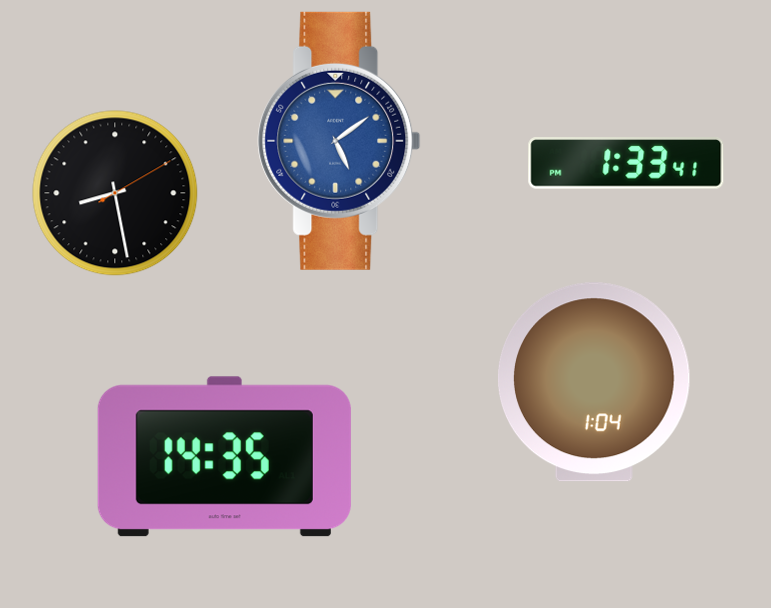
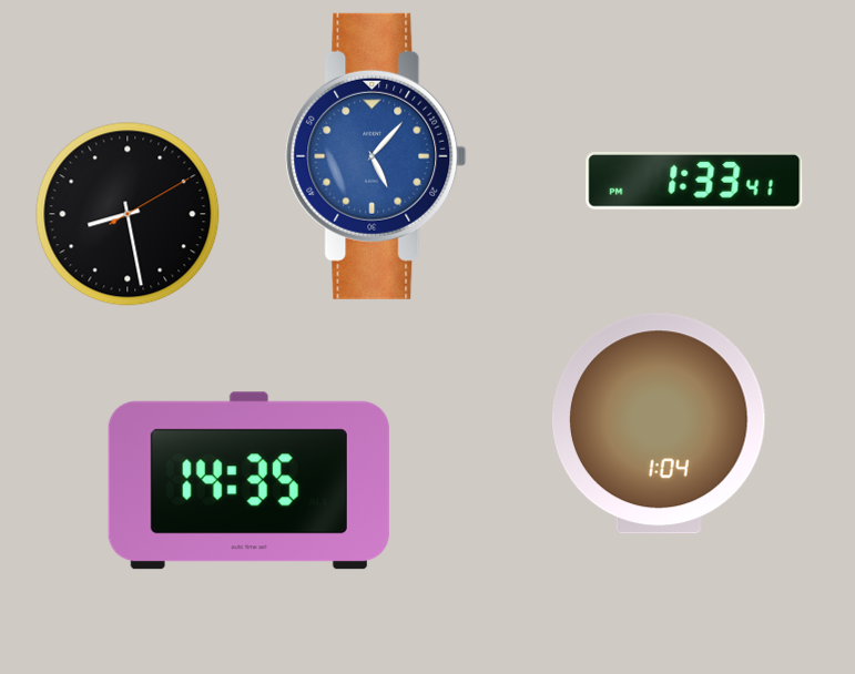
clock at (339, 141): 5:09 -> 5:07
clock at (224, 457) position: (224, 457) -> (248, 481)
